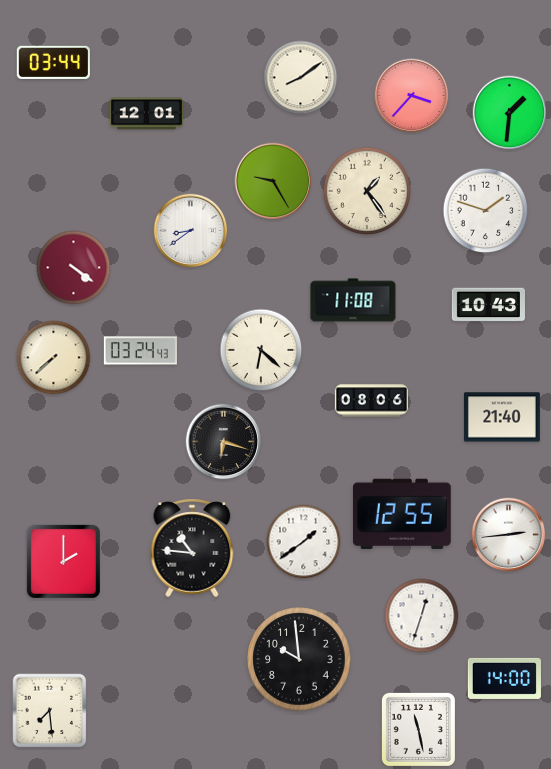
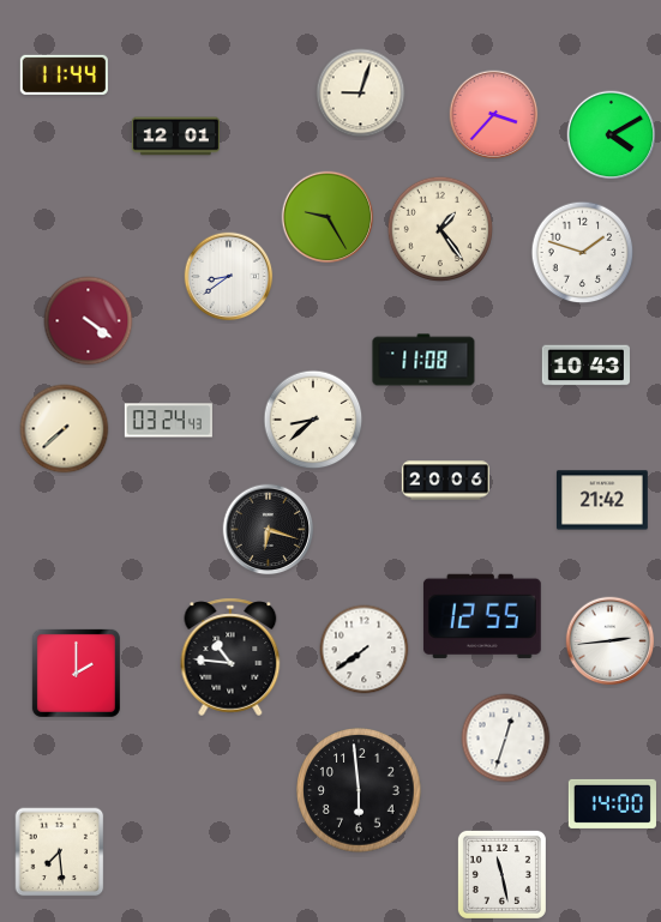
clock at (53, 62): 03:44 -> 11:44
clock at (301, 78): 8:09 -> 9:03
clock at (510, 113): 1:31 -> 4:10
clock at (261, 350): 6:22 -> 8:38
clock at (371, 401): 08:06 -> 20:06
clock at (502, 417): 21:40 -> 21:42
clock at (304, 542): 1:39 -> 7:39
clock at (299, 659): 9:59 -> 5:59
clock at (504, 678) position: (504, 678) -> (612, 803)
